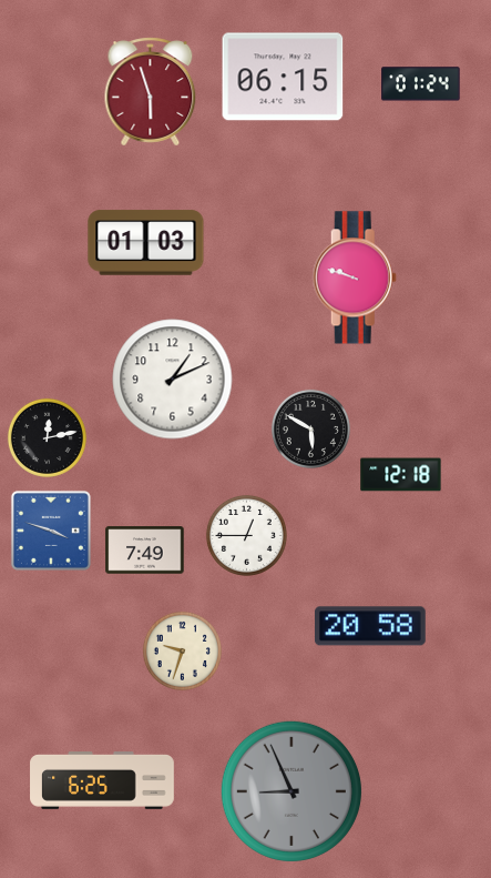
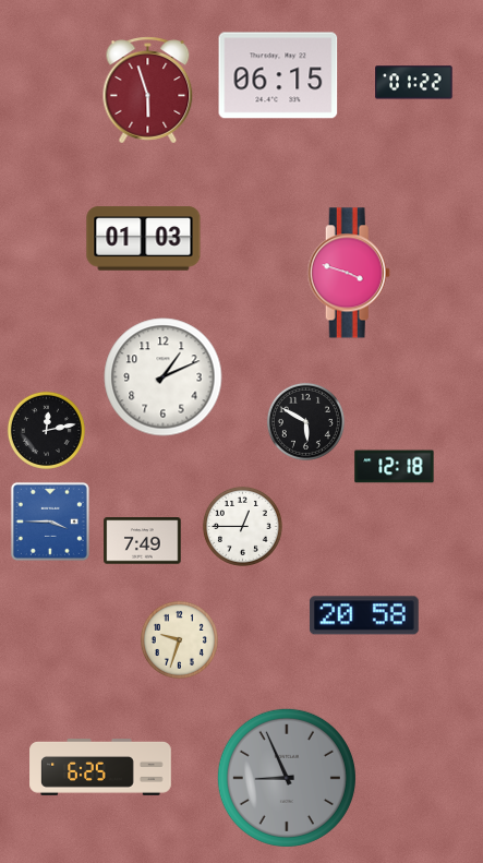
clock at (421, 84): 01:24 -> 01:22
clock at (355, 277): 9:48 -> 3:48
clock at (173, 380) position: (173, 380) -> (164, 377)
clock at (51, 531): 3:48 -> 3:45
